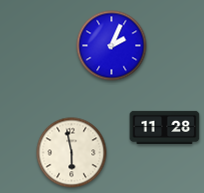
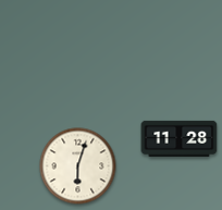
clock at (112, 46): 2:04 -> none
clock at (72, 153): 5:58 -> 6:03
